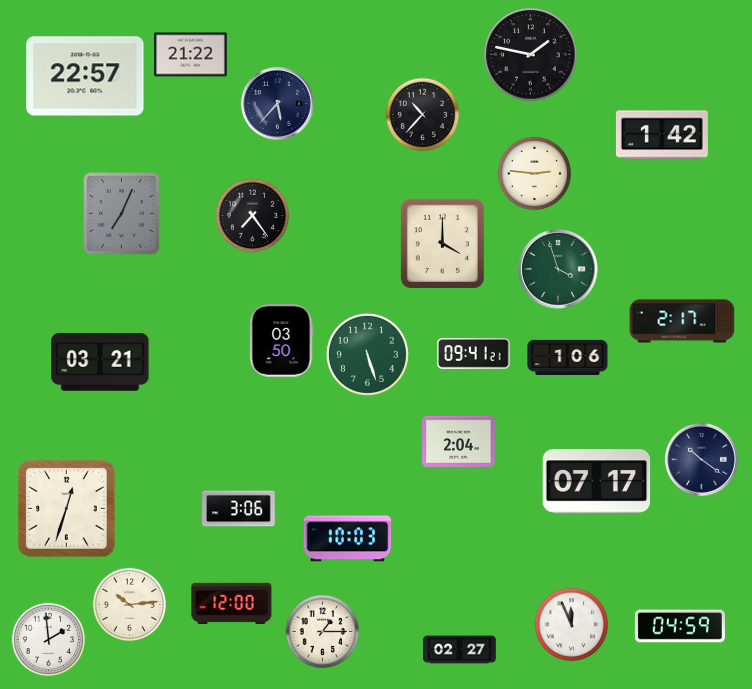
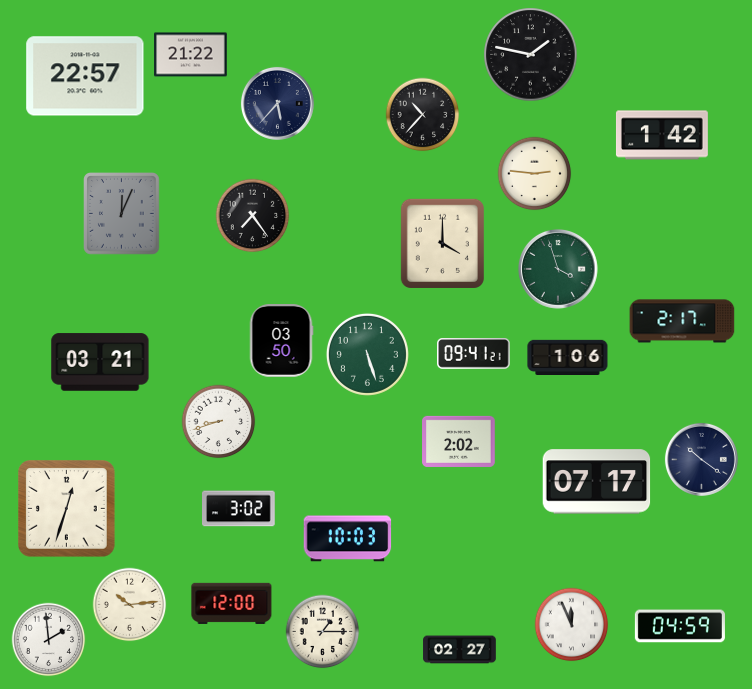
clock at (122, 214): 7:04 -> 12:04
clock at (219, 422): none -> 8:42
clock at (459, 441): 2:04 -> 2:02
clock at (239, 509): 3:06 -> 3:02
